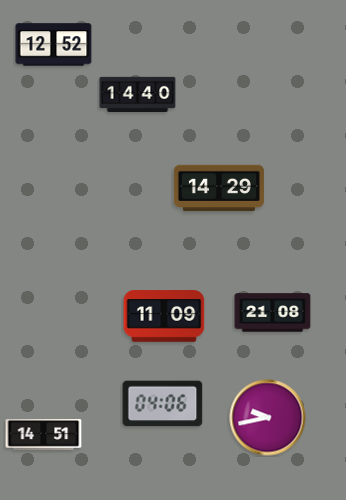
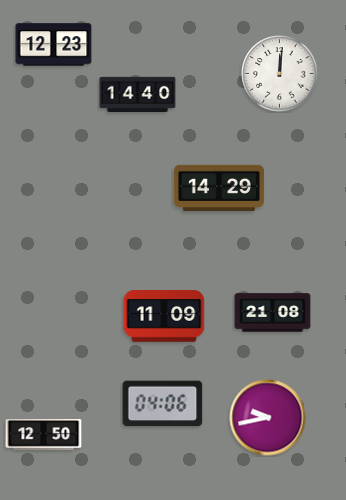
clock at (54, 45): 12:52 -> 12:23
clock at (280, 74): none -> 12:01
clock at (44, 435): 14:51 -> 12:50
